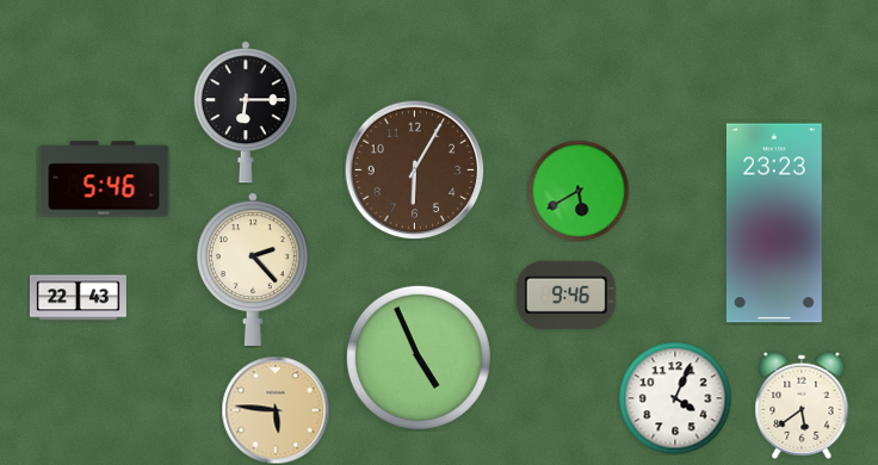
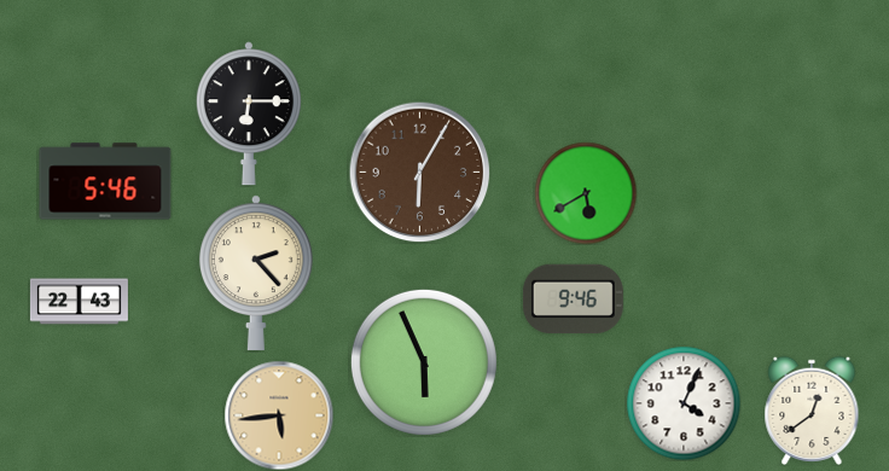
clock at (774, 223): 23:23 -> none
clock at (419, 358): 4:56 -> 5:56
clock at (802, 404): 5:39 -> 12:39
clock at (276, 410): 5:46 -> 5:44
